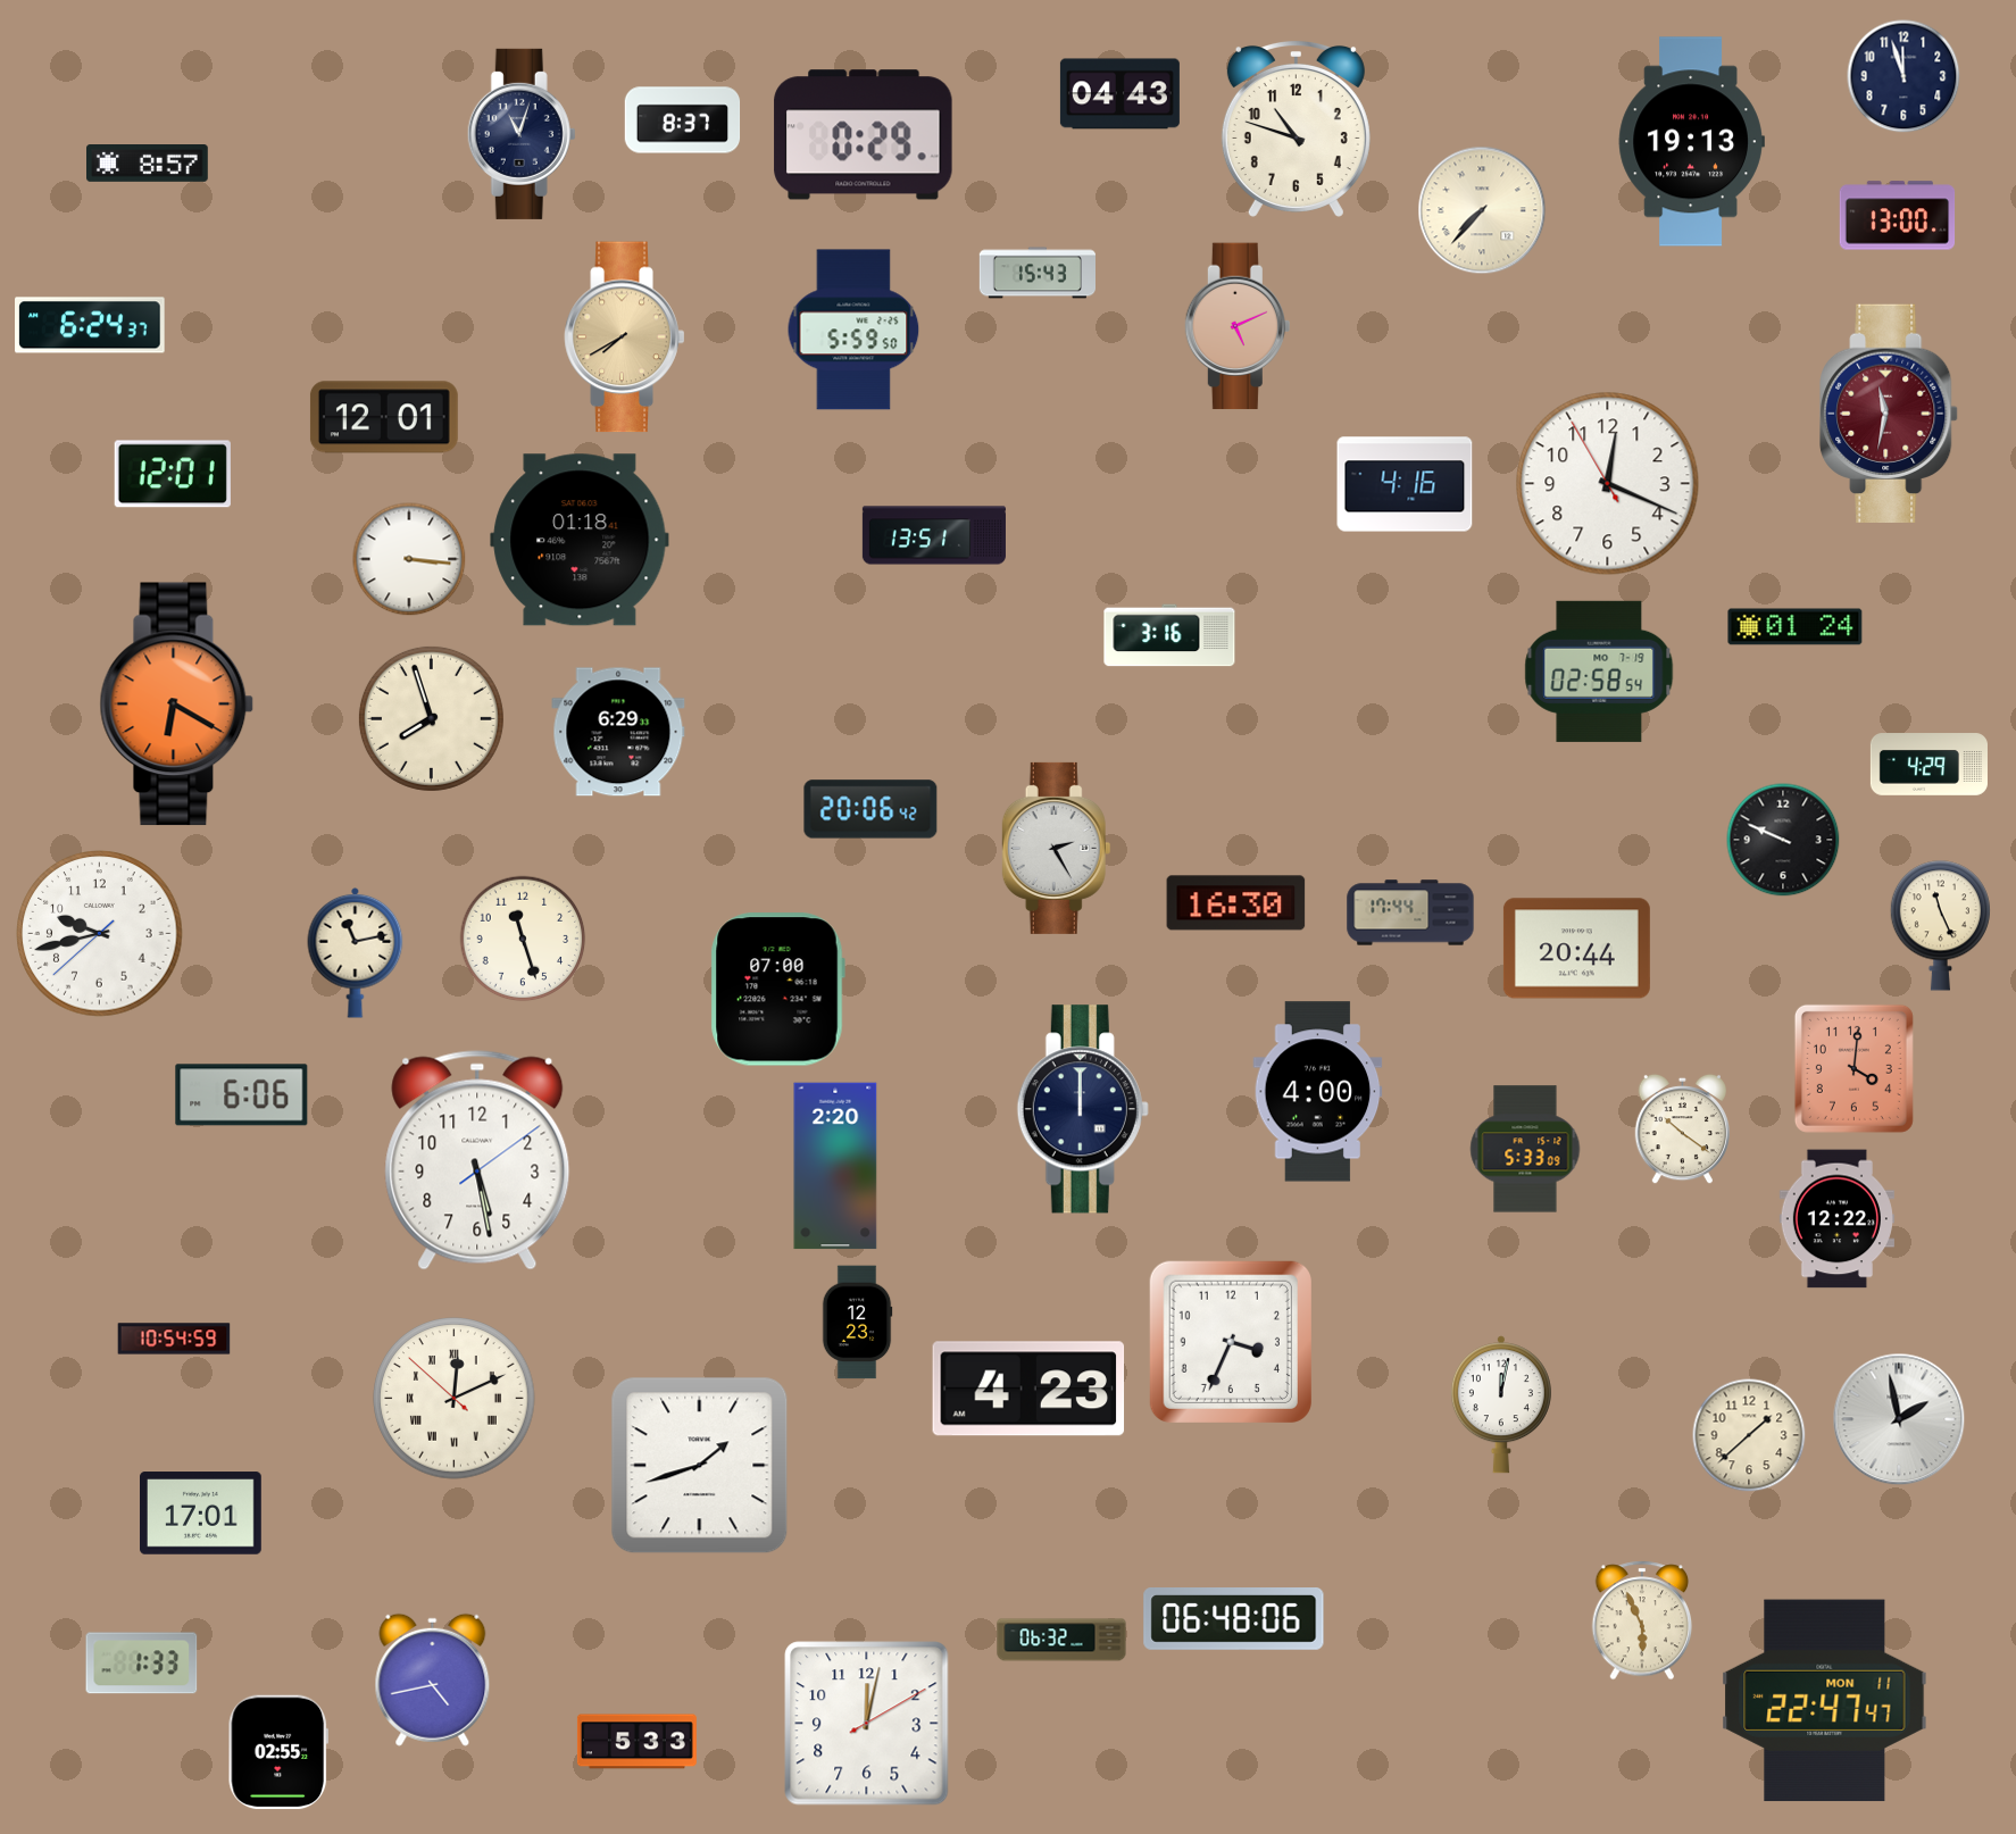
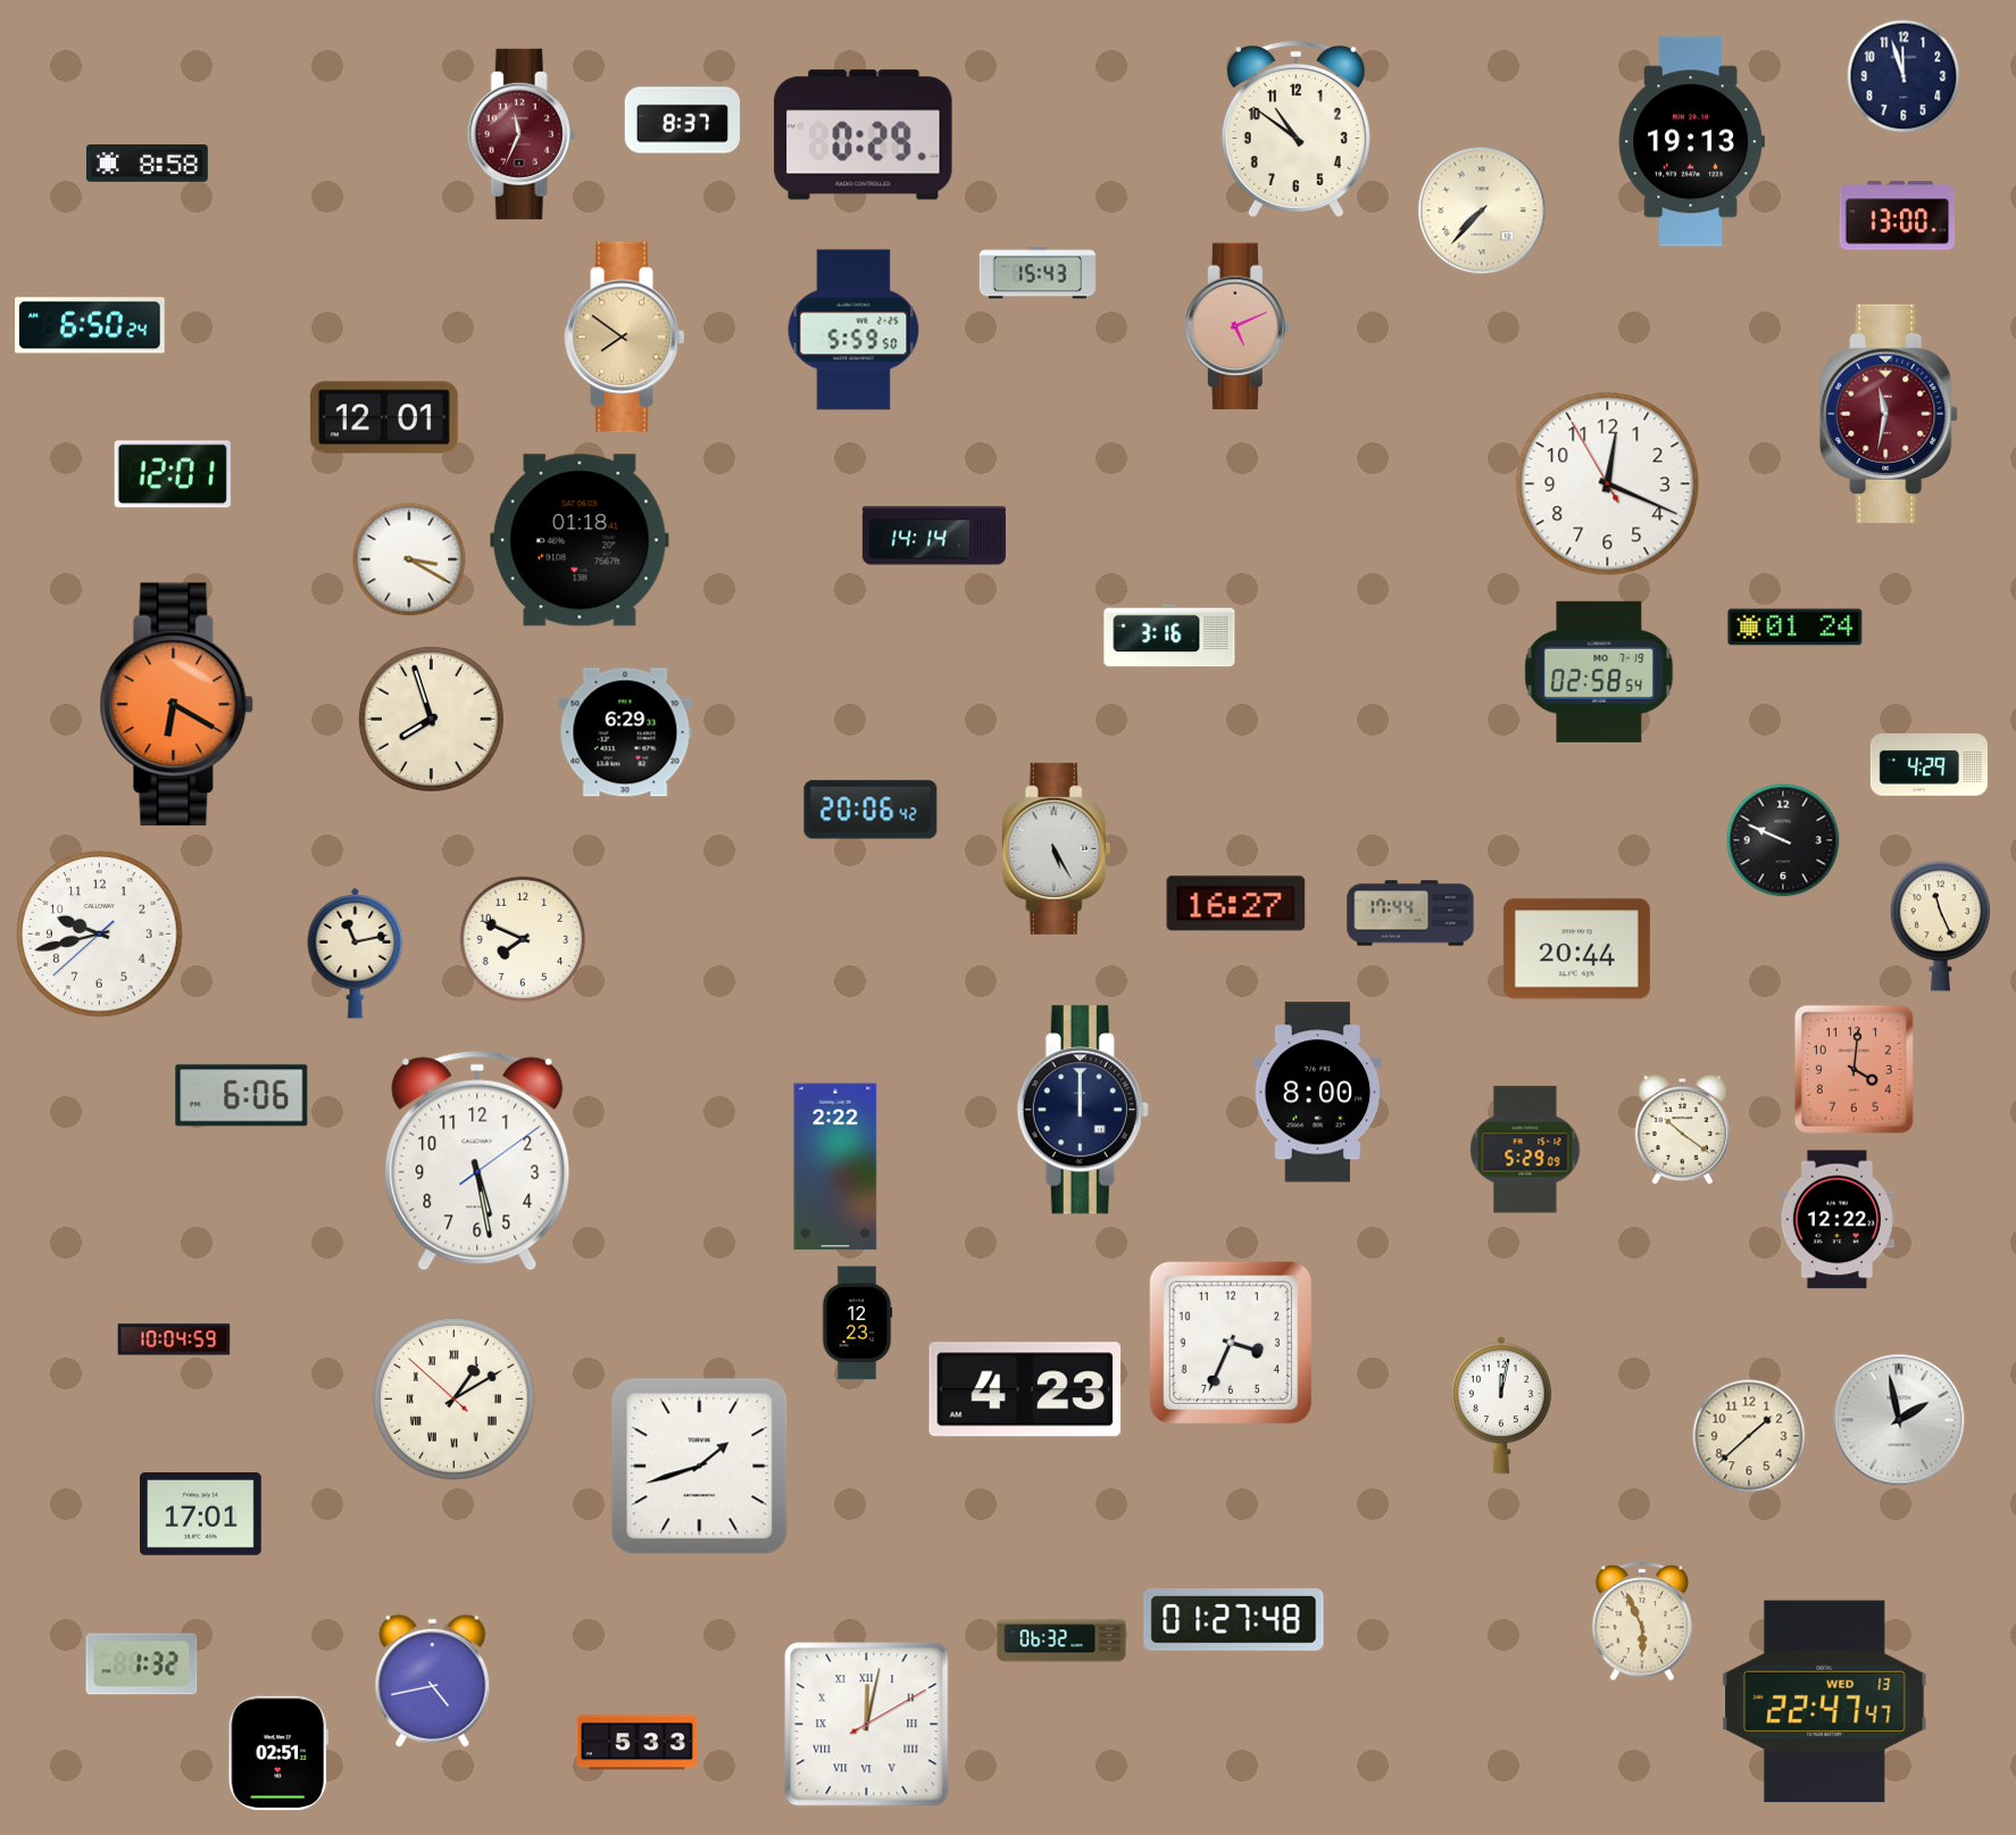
clock at (1119, 94): 04:43 -> none
clock at (1296, 128): 10:48 -> 10:51
clock at (522, 134): 11:03 -> 11:34
clock at (522, 134) dial: navy -> burgundy
clock at (148, 164): 8:57 -> 8:58
clock at (90, 325): 6:24 -> 6:50
clock at (625, 337): 7:40 -> 7:51
clock at (1405, 484): 4:16 -> none
clock at (934, 535): 13:51 -> 14:14
clock at (409, 559): 3:16 -> 3:20
clock at (618, 732) position: (618, 732) -> (625, 732)
clock at (1057, 848): 2:25 -> 5:25
clock at (1236, 903): 16:30 -> 16:27
clock at (523, 939): 11:27 -> 7:49
clock at (777, 990): 07:00 -> none
clock at (1318, 1092): 4:00 -> 8:00
clock at (1525, 1149): 5:33 -> 5:29
clock at (835, 1166): 2:20 -> 2:22
clock at (174, 1339): 10:54 -> 10:04
clock at (1028, 1389) position: (1028, 1389) -> (1025, 1389)
clock at (455, 1399): 12:10 -> 1:09
clock at (1234, 1619): 06:48 -> 01:27
clock at (142, 1664): 1:33 -> 1:32
clock at (1825, 1701) date: MON 11 -> WED 13
clock at (867, 1724) numerals: Arabic -> Roman
clock at (278, 1752): 02:55 -> 02:51
